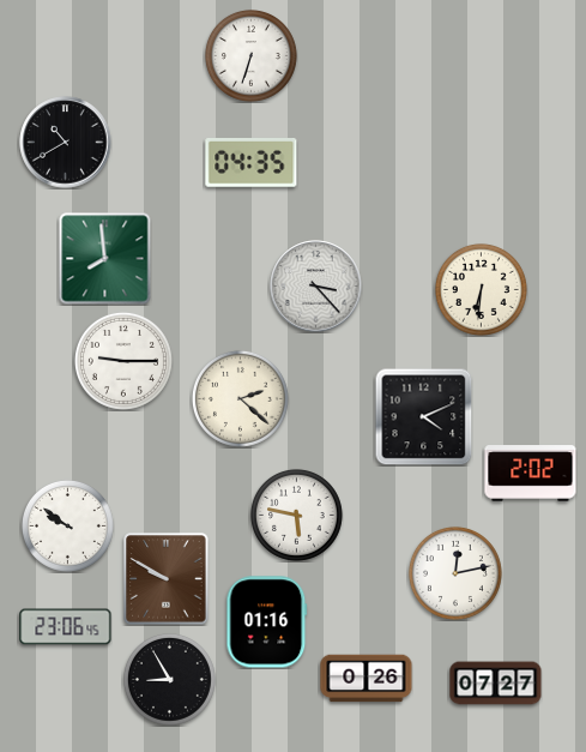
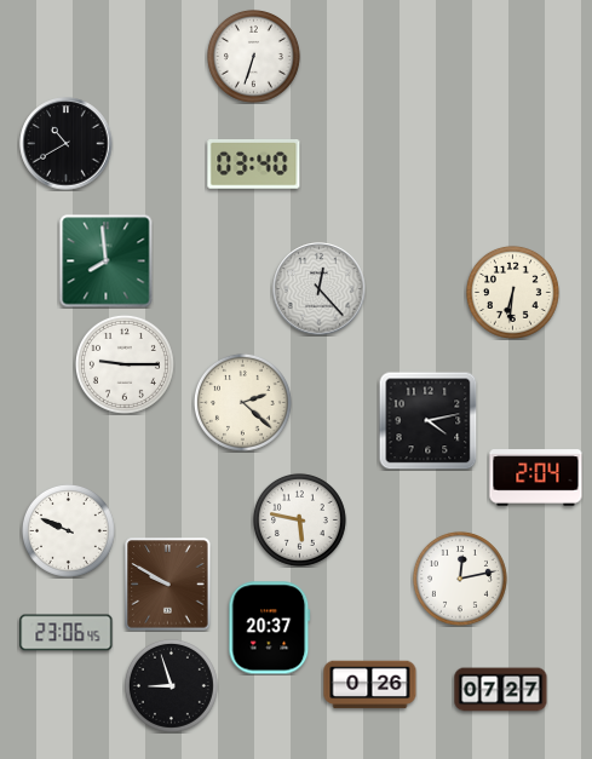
clock at (252, 163): 04:35 -> 03:40
clock at (316, 287): 3:23 -> 12:23
clock at (481, 289) position: (481, 289) -> (512, 292)
clock at (423, 416): 4:11 -> 4:13
clock at (531, 474): 2:02 -> 2:04
clock at (67, 525): 9:51 -> 9:49
clock at (267, 622): 01:16 -> 20:37
clock at (169, 679): 8:55 -> 8:57
